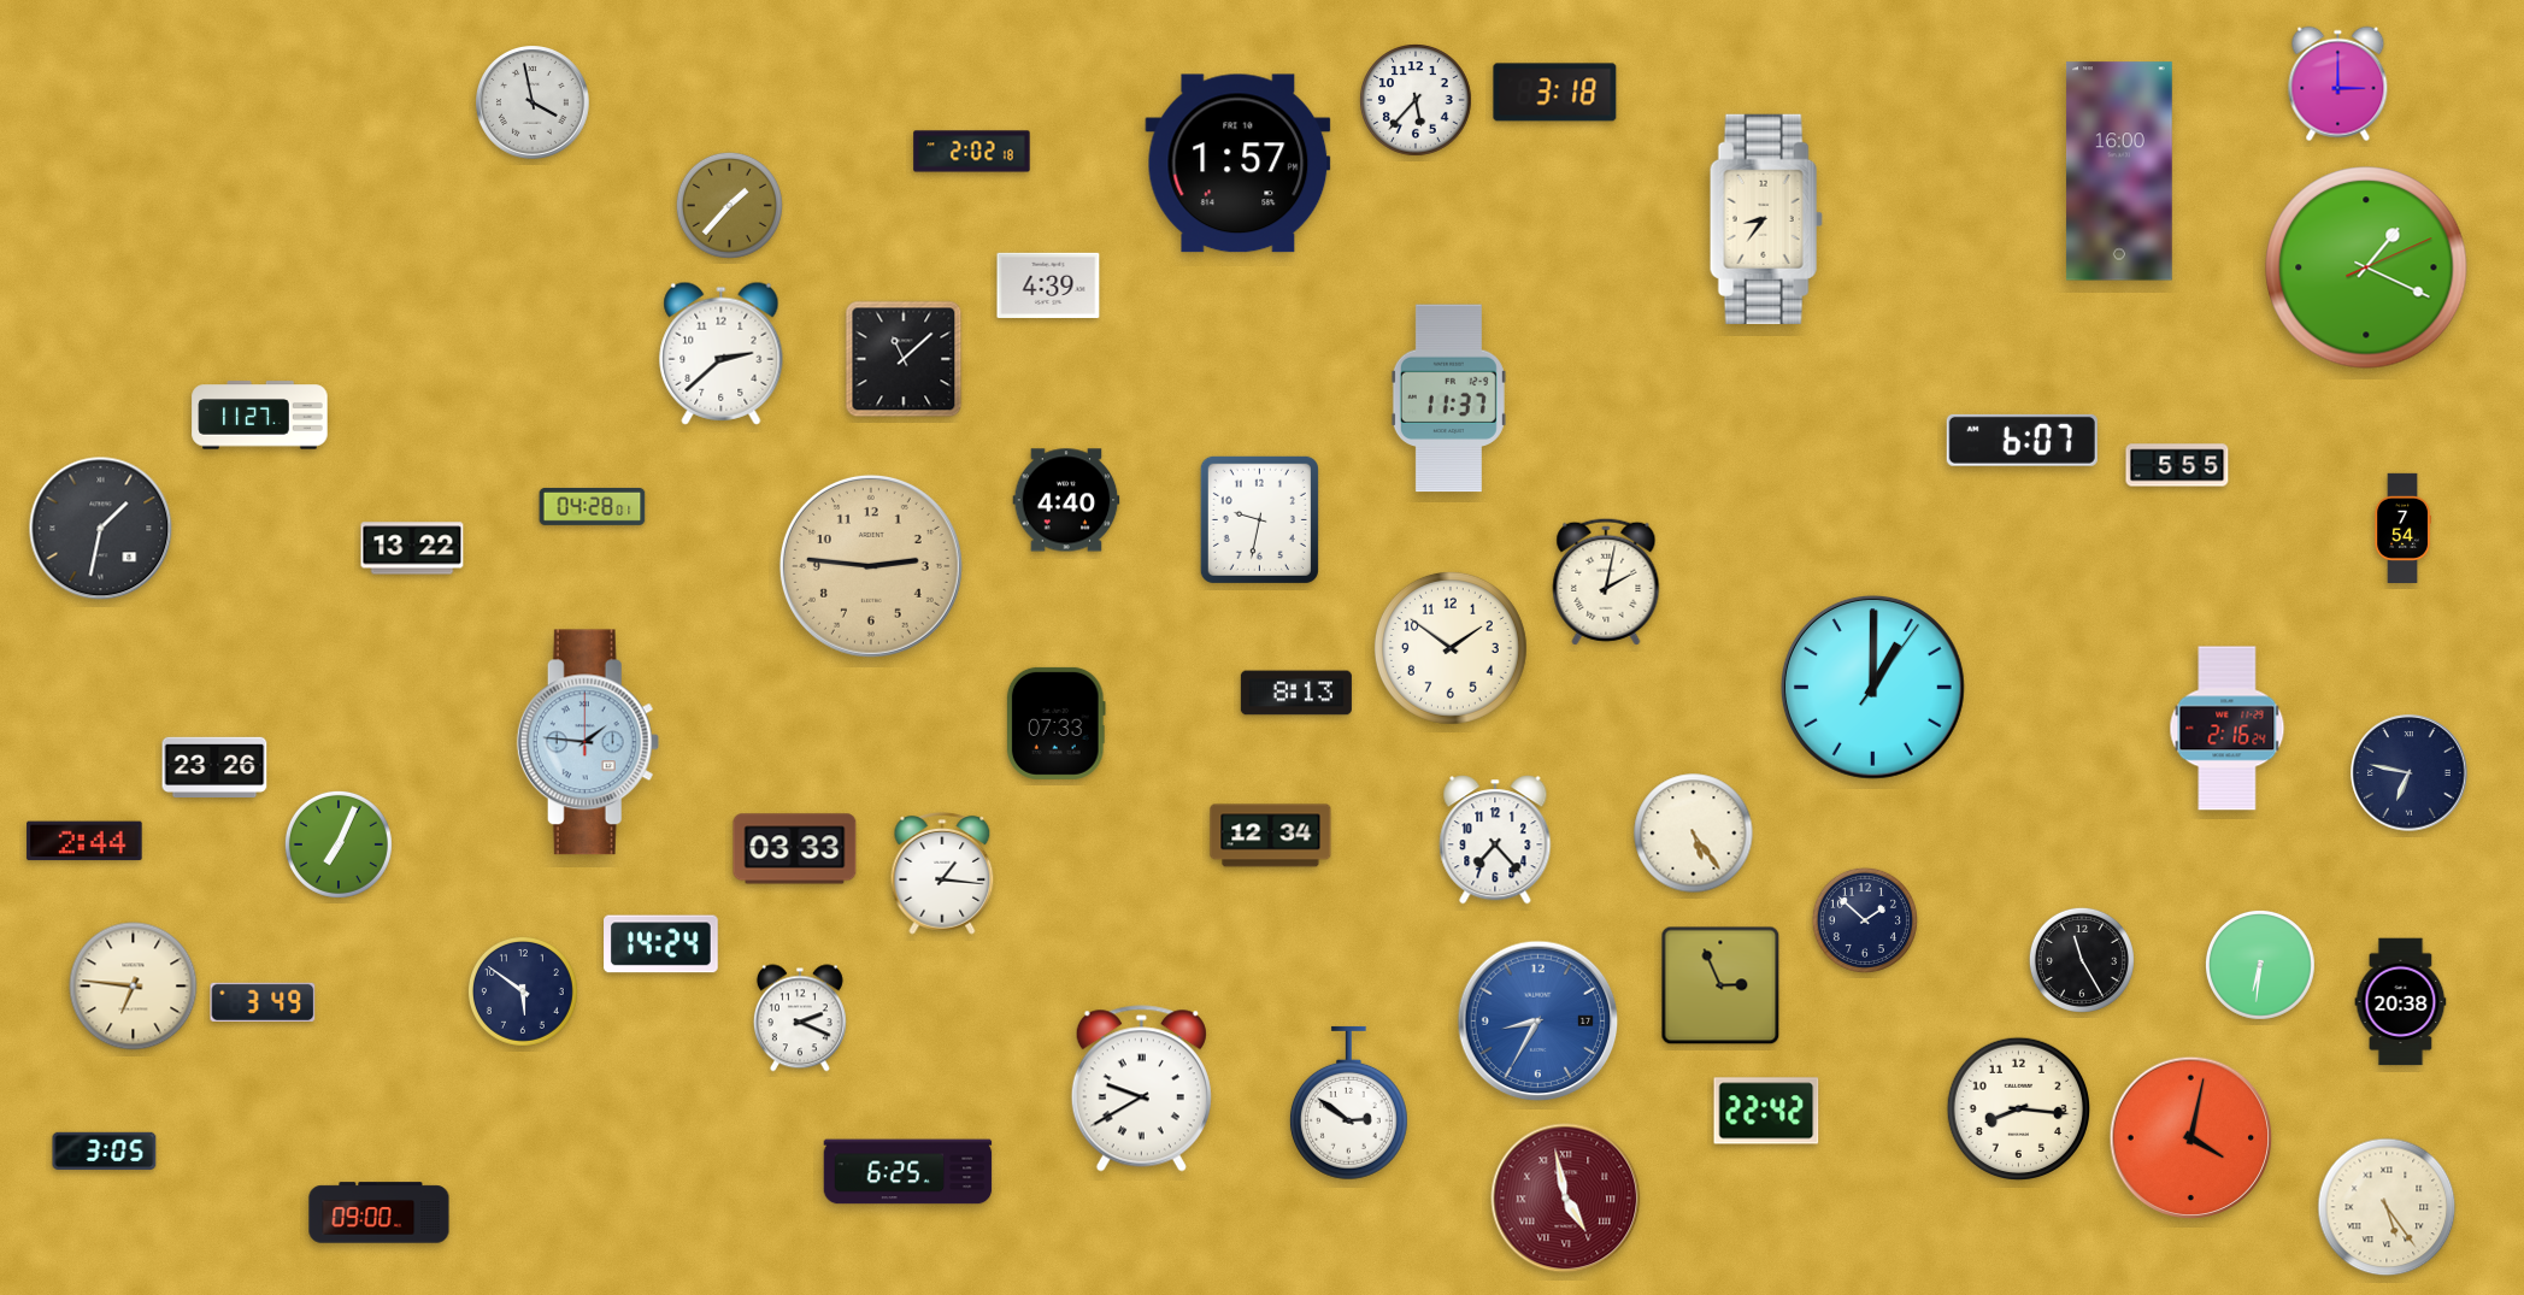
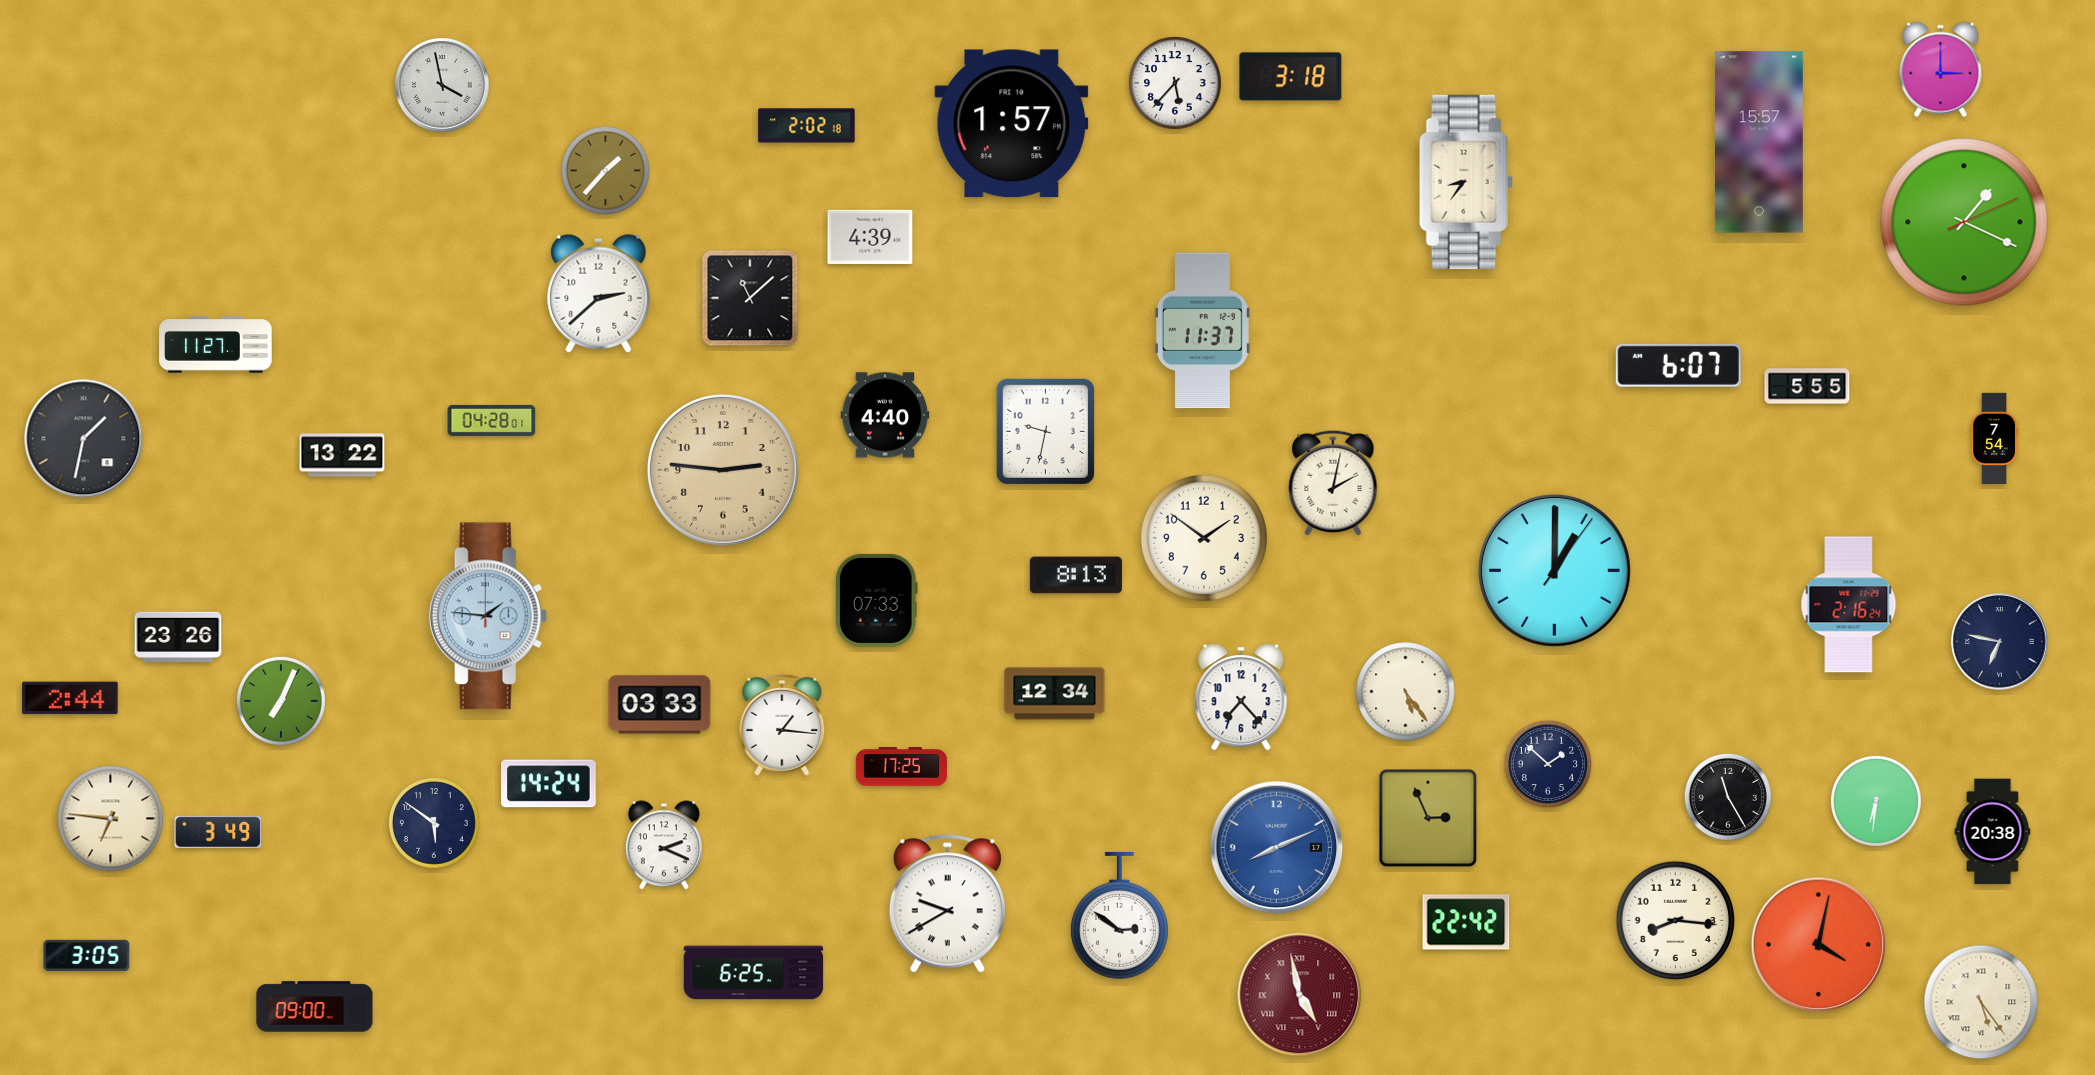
clock at (1239, 164) position: (1239, 164) -> (1012, 124)
clock at (2119, 171): 16:00 -> 15:57
clock at (901, 767): none -> 17:25
clock at (1538, 1022): 8:35 -> 8:11
